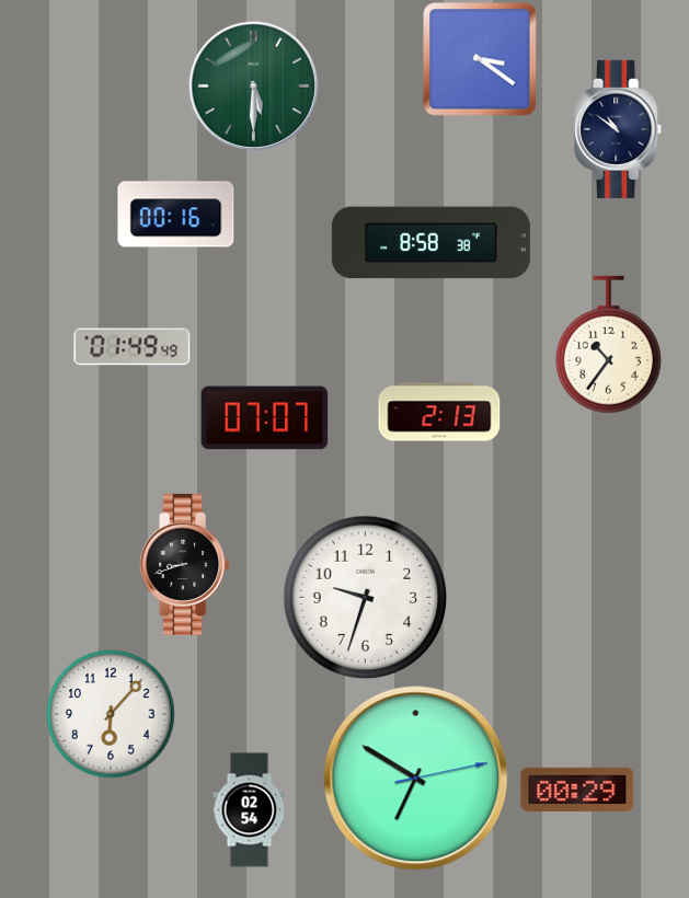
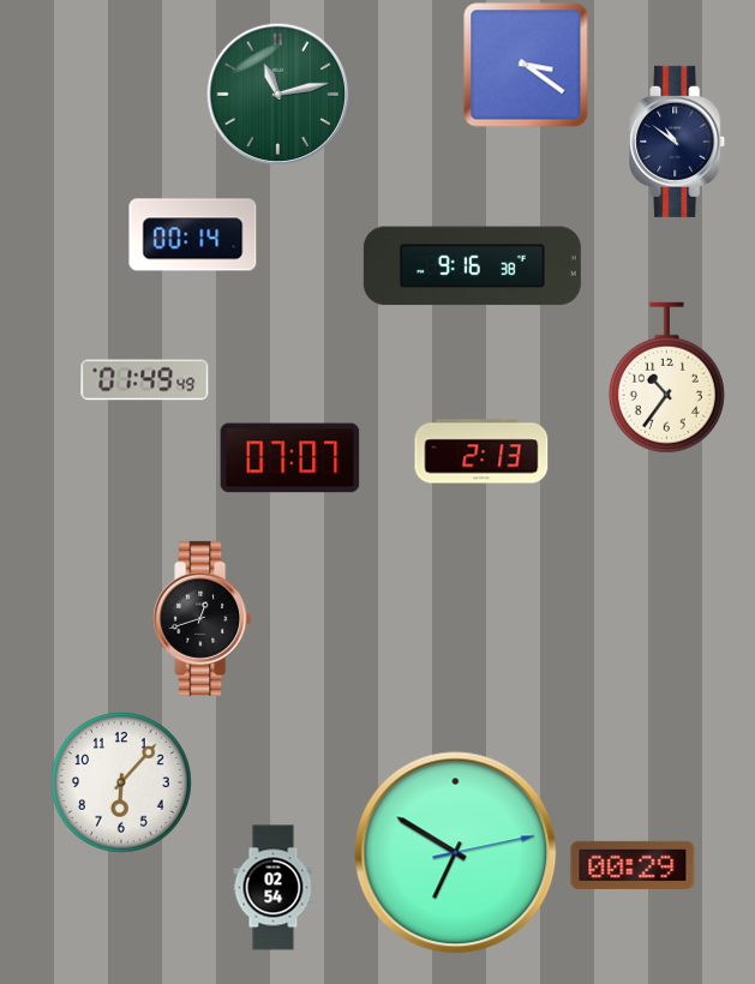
clock at (253, 85): 5:30 -> 11:13
clock at (176, 215): 00:16 -> 00:14
clock at (430, 243): 8:58 -> 9:16
clock at (185, 564): 8:42 -> 12:42
clock at (366, 598): 9:33 -> none
